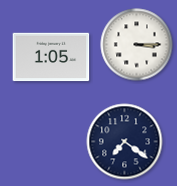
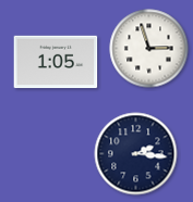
clock at (137, 45): 3:15 -> 2:57
clock at (125, 142): 7:21 -> 2:16
